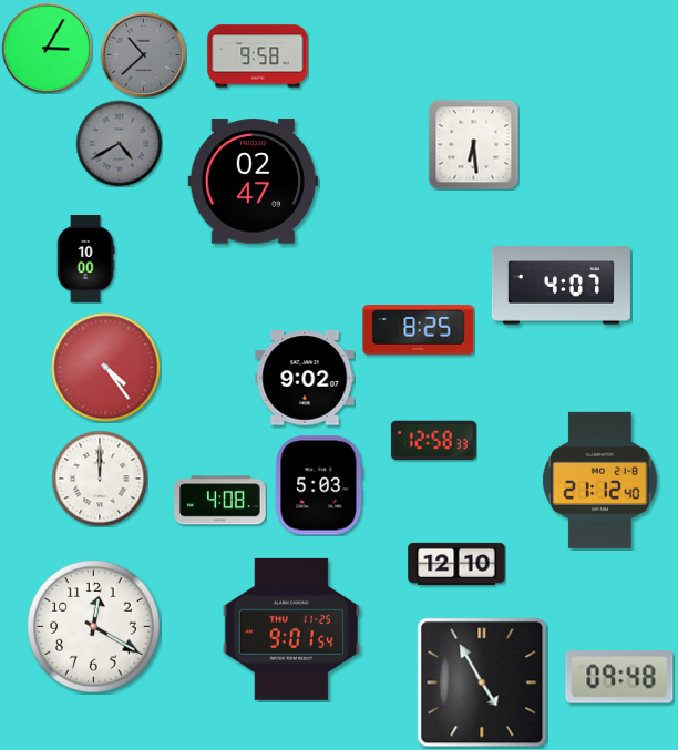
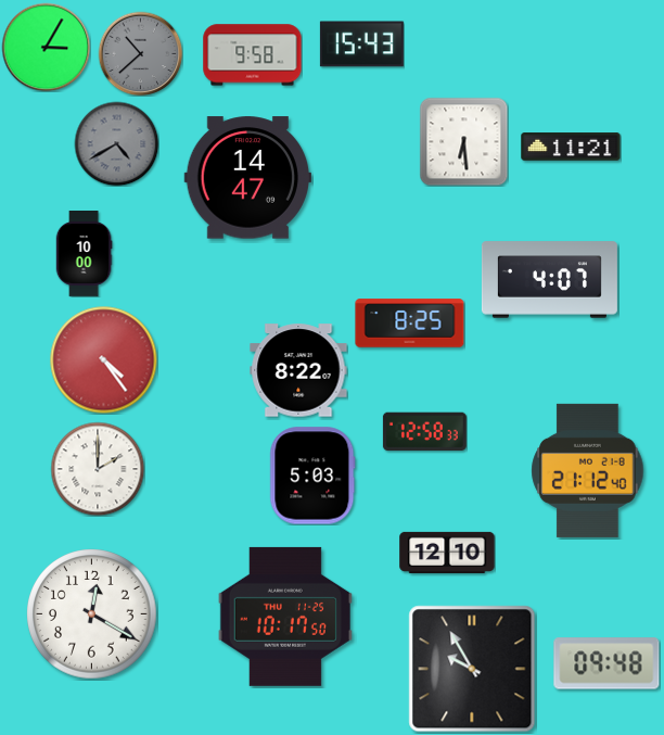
clock at (361, 45): none -> 15:43
clock at (119, 143) position: (119, 143) -> (116, 143)
clock at (571, 147): none -> 11:21
clock at (253, 182): 02:47 -> 14:47
clock at (305, 378): 9:02 -> 8:22
clock at (100, 479): 12:00 -> 2:00
clock at (220, 501): 4:08 -> none
clock at (291, 629): 9:01 -> 10:17
clock at (482, 682): 4:55 -> 9:55
